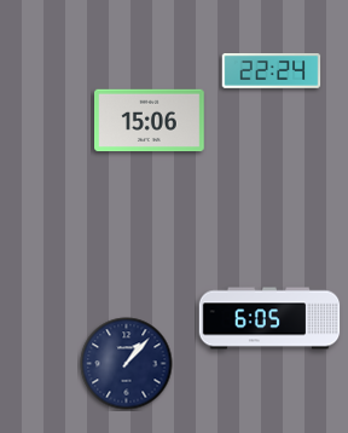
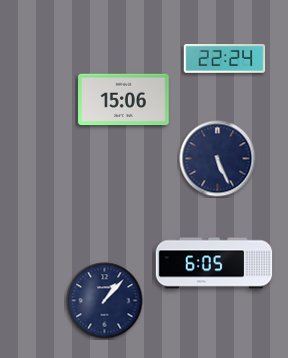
clock at (218, 159): none -> 5:26
clock at (269, 318) position: (269, 318) -> (214, 263)
